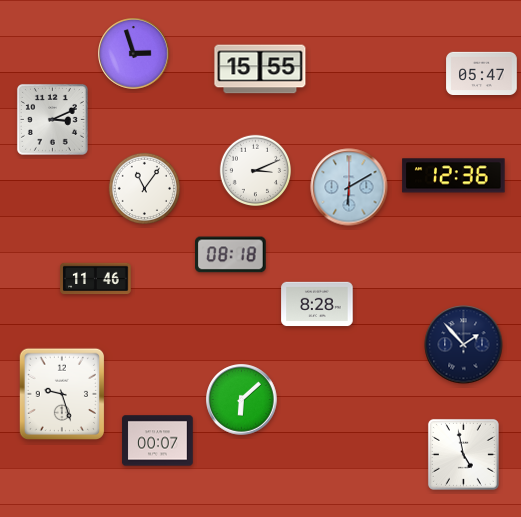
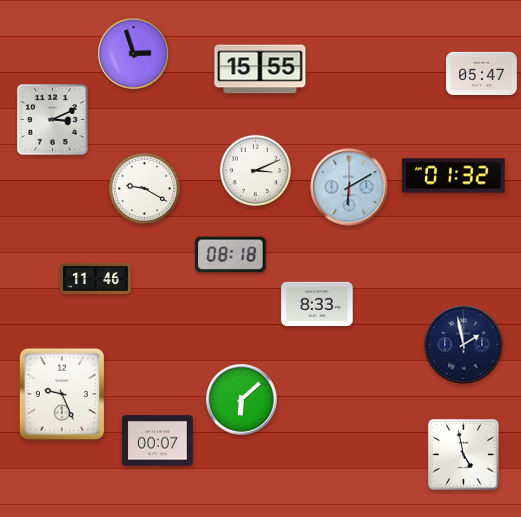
clock at (454, 176): 12:36 -> 01:32
clock at (144, 188): 11:06 -> 9:20
clock at (317, 304): 8:28 -> 8:33
clock at (464, 345): 1:53 -> 1:58
clock at (61, 393): 9:27 -> 9:26
